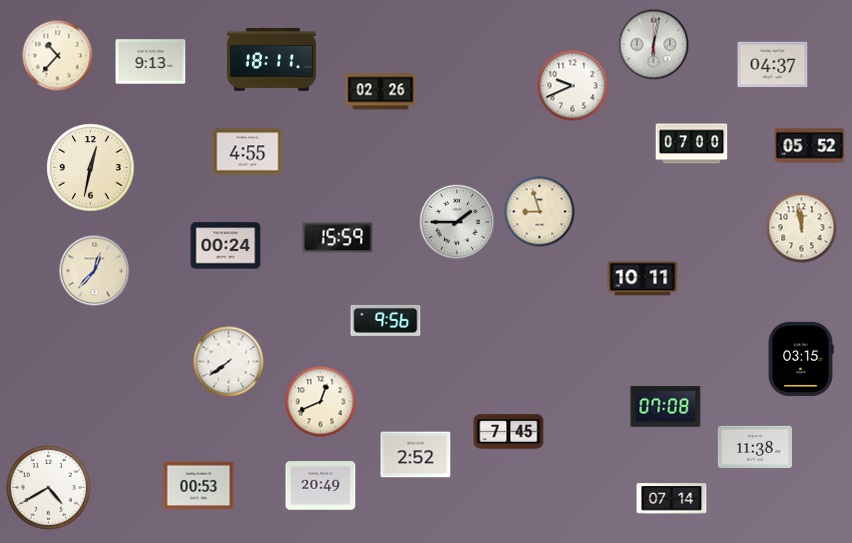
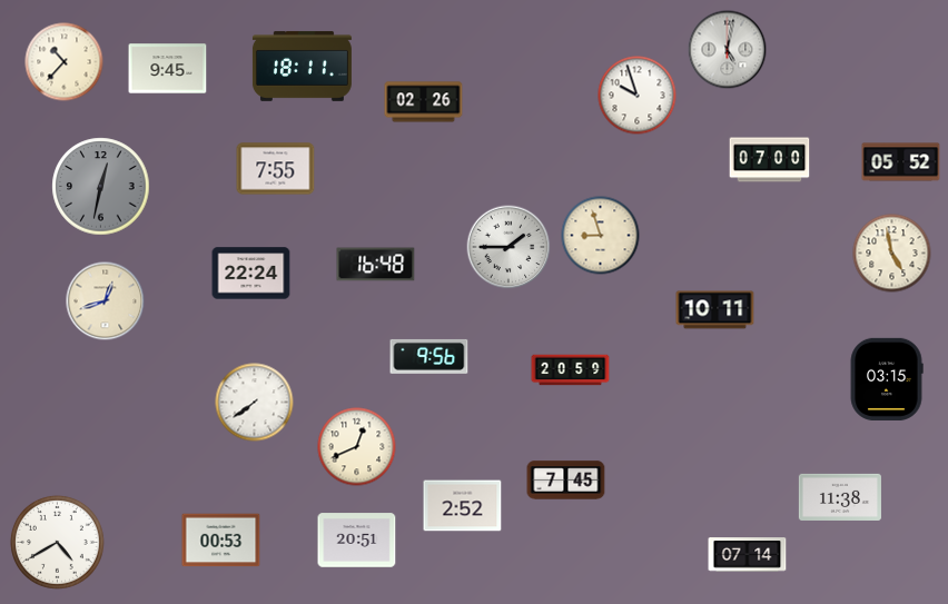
clock at (654, 45): 6:02 -> 5:02
clock at (151, 62): 9:13 -> 9:45
clock at (773, 65): 04:37 -> none
clock at (573, 86): 9:41 -> 9:57
clock at (248, 152): 4:55 -> 7:55
clock at (91, 168) dial: cream -> grey
clock at (802, 228): 11:58 -> 4:58
clock at (338, 238): 15:59 -> 16:48
clock at (226, 246): 00:24 -> 22:24
clock at (95, 271): 12:37 -> 12:42
clock at (571, 370): none -> 20:59
clock at (801, 359) position: (801, 359) -> (887, 379)
clock at (666, 407): 07:08 -> none
clock at (321, 486): 20:49 -> 20:51
clock at (48, 487) position: (48, 487) -> (57, 542)
